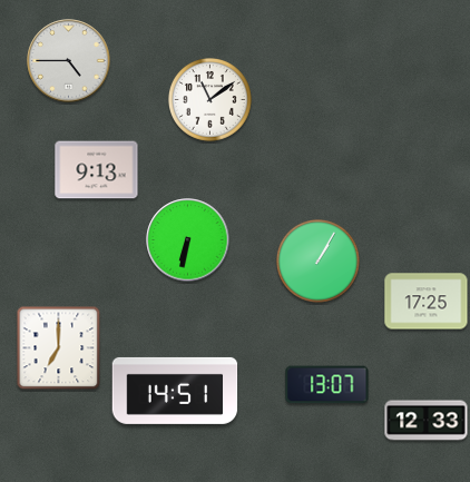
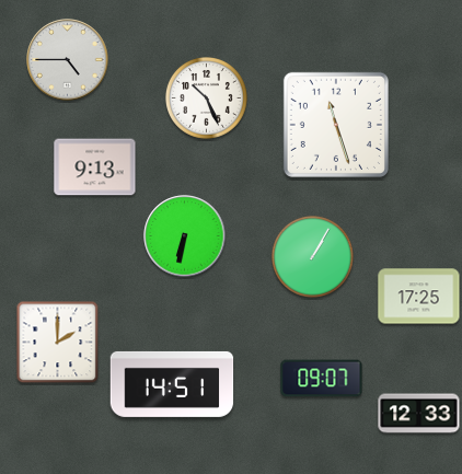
clock at (209, 99): 11:09 -> 10:26
clock at (336, 125): none -> 11:27
clock at (59, 348): 7:00 -> 2:00
clock at (327, 385): 13:07 -> 09:07
